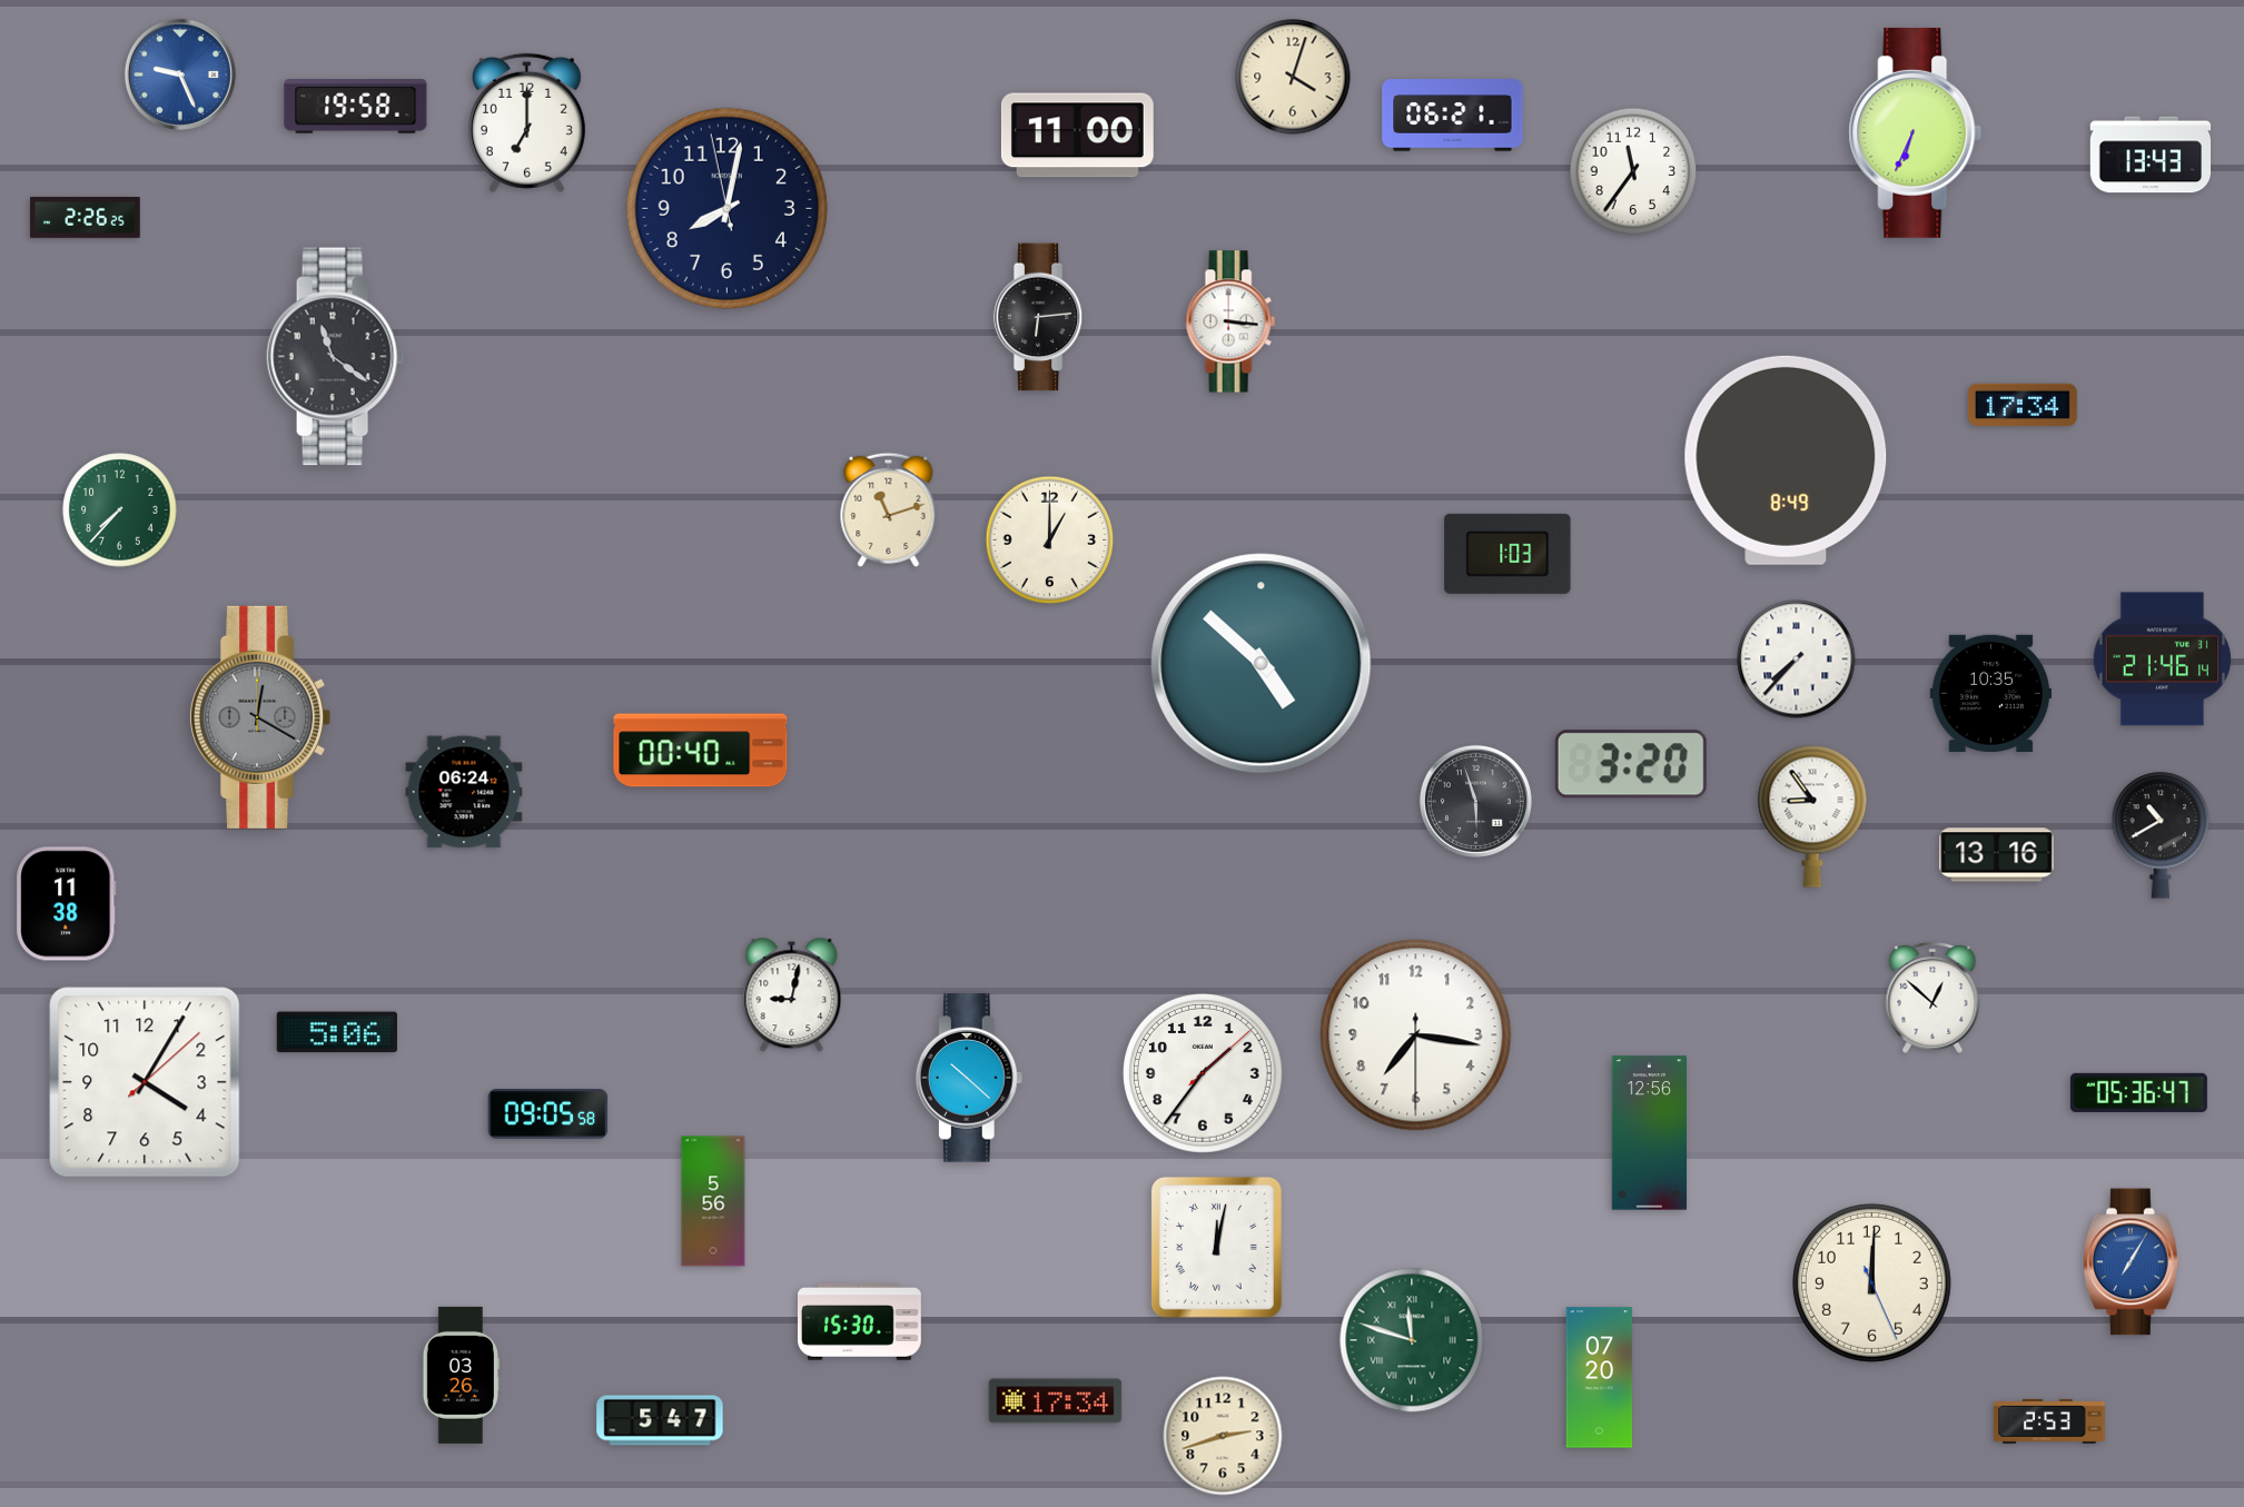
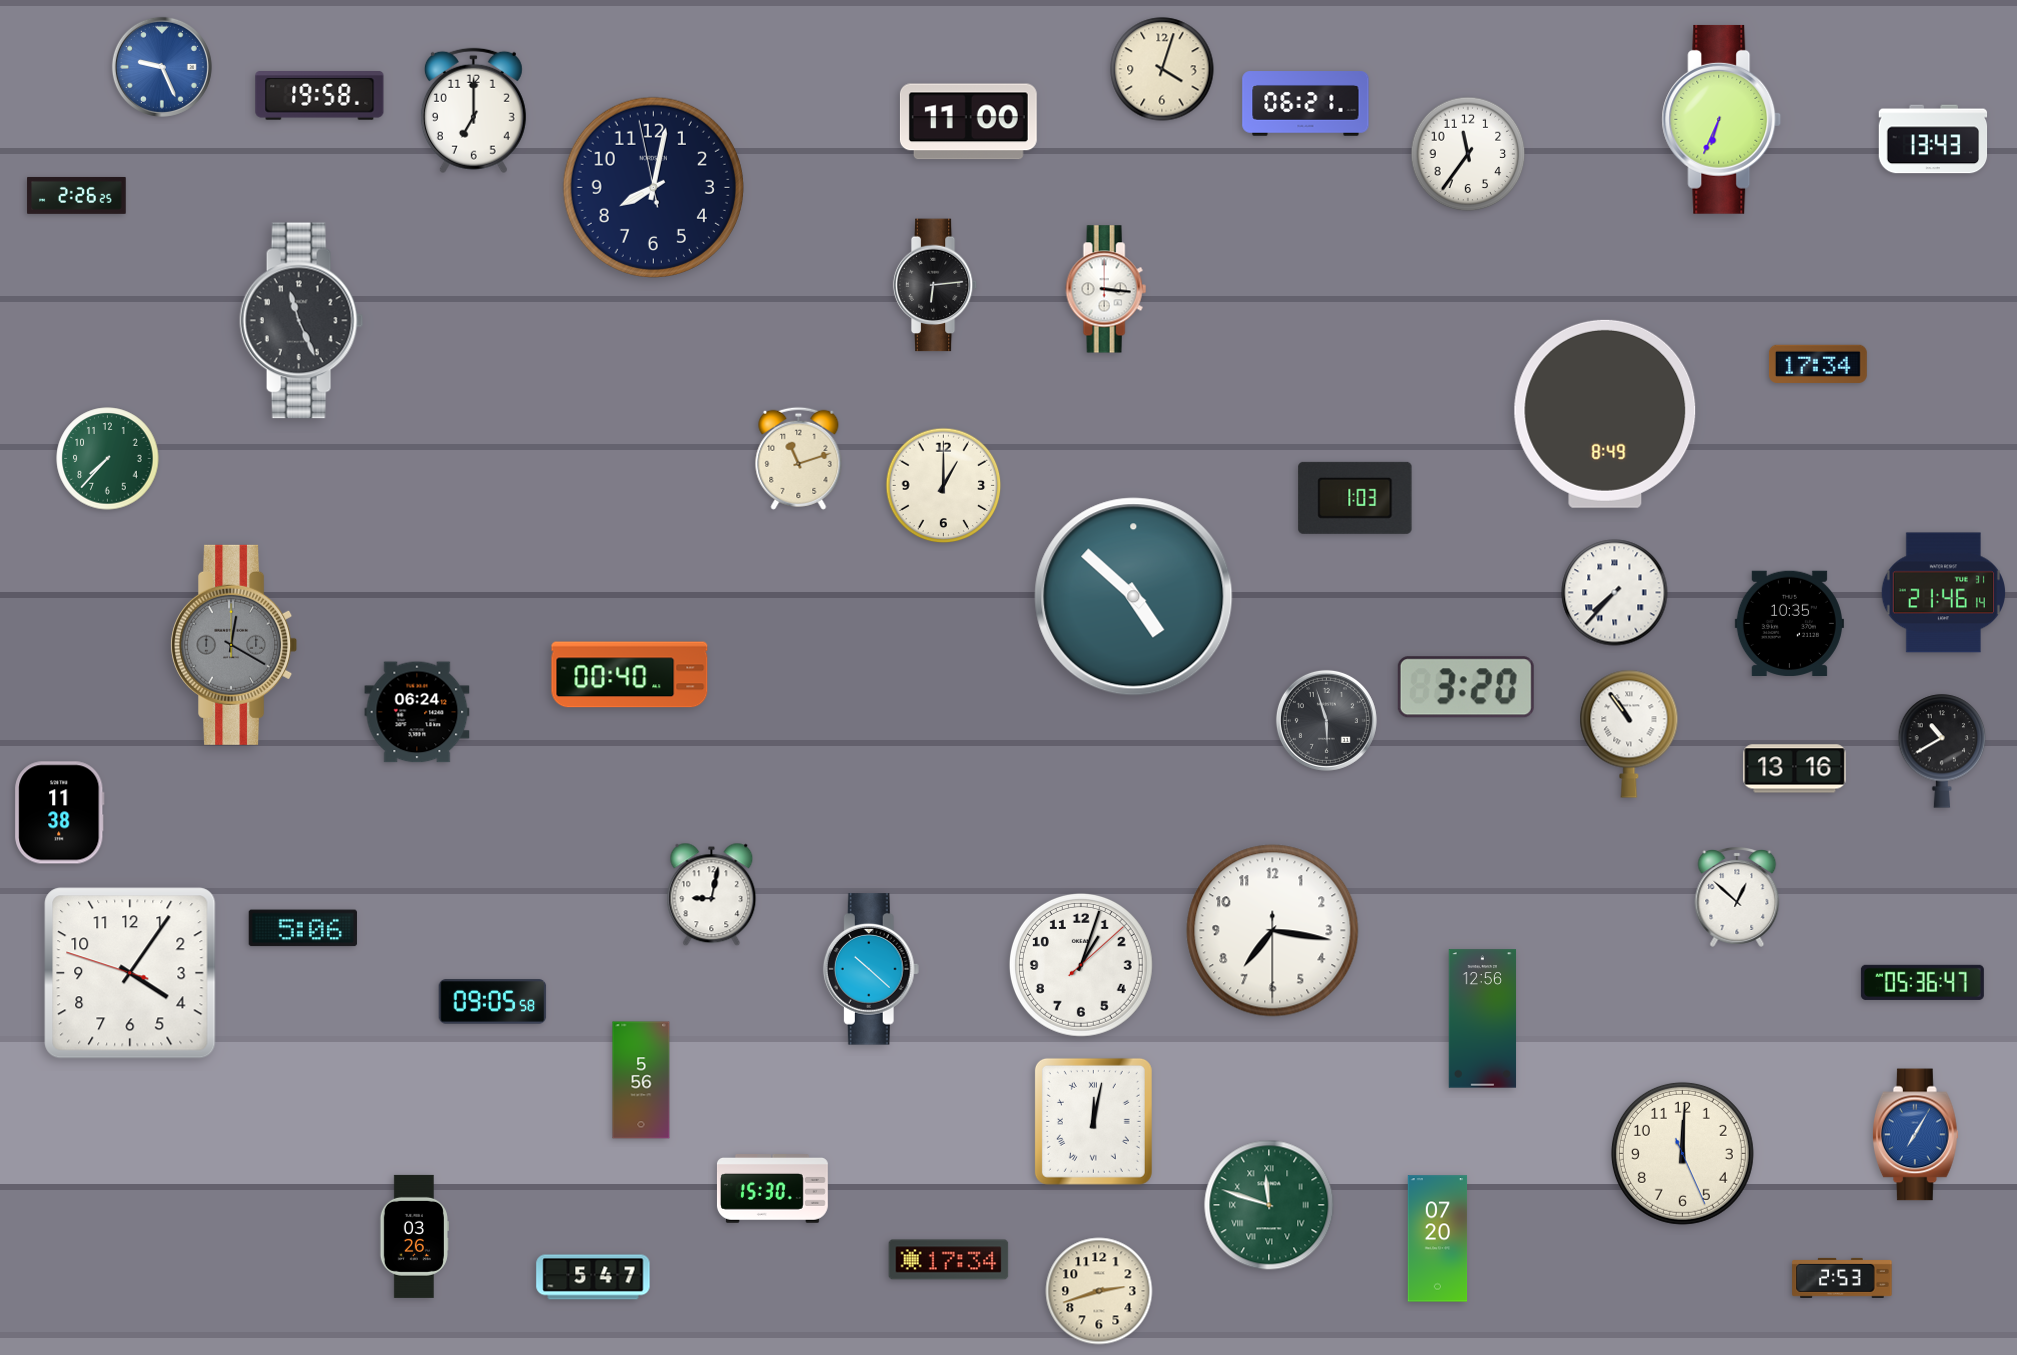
clock at (336, 357): 11:21 -> 11:26
clock at (1812, 816): 8:54 -> 10:54
clock at (1203, 1073): 1:36 -> 1:03
clock at (145, 1082): 4:05:08 -> 4:05:48
